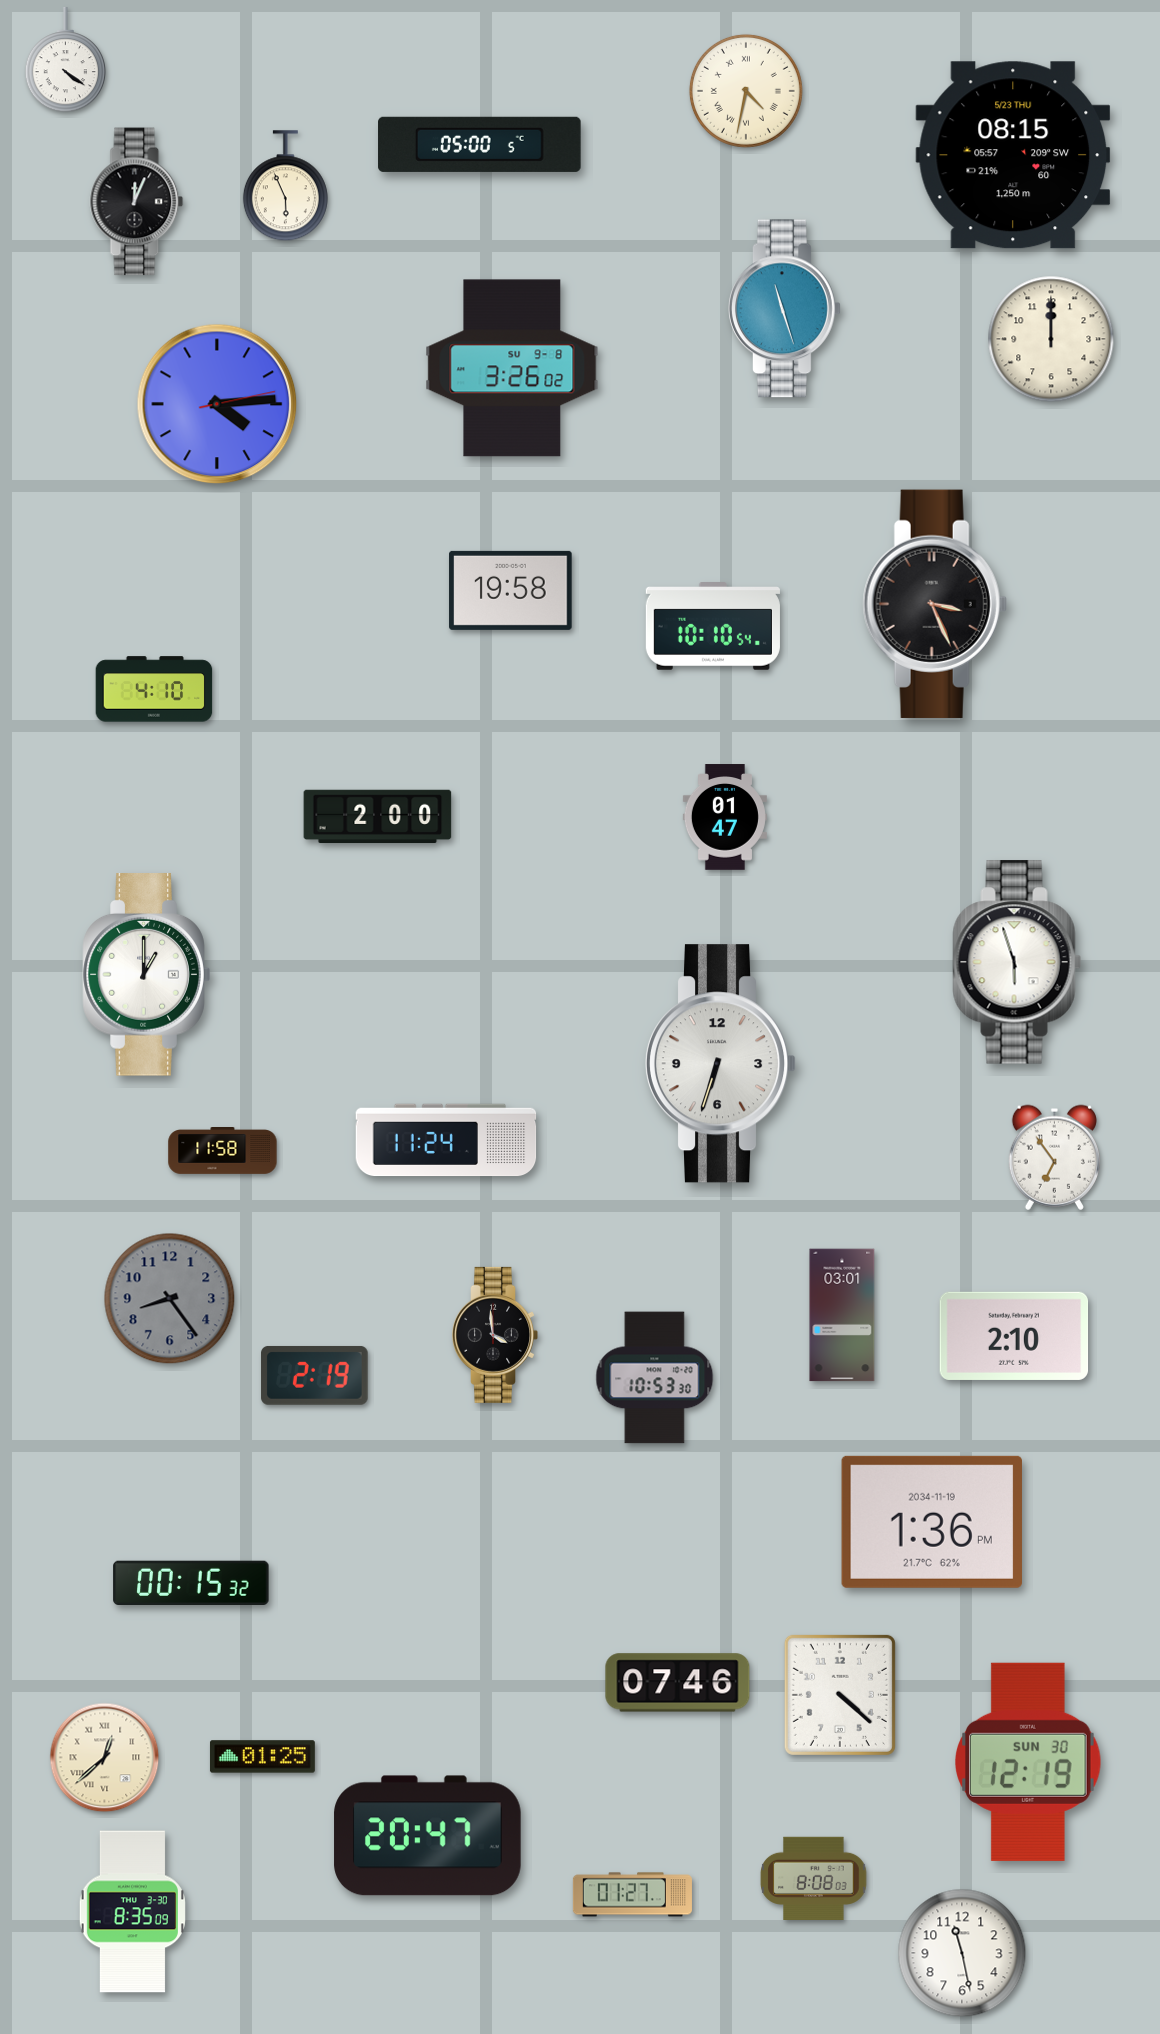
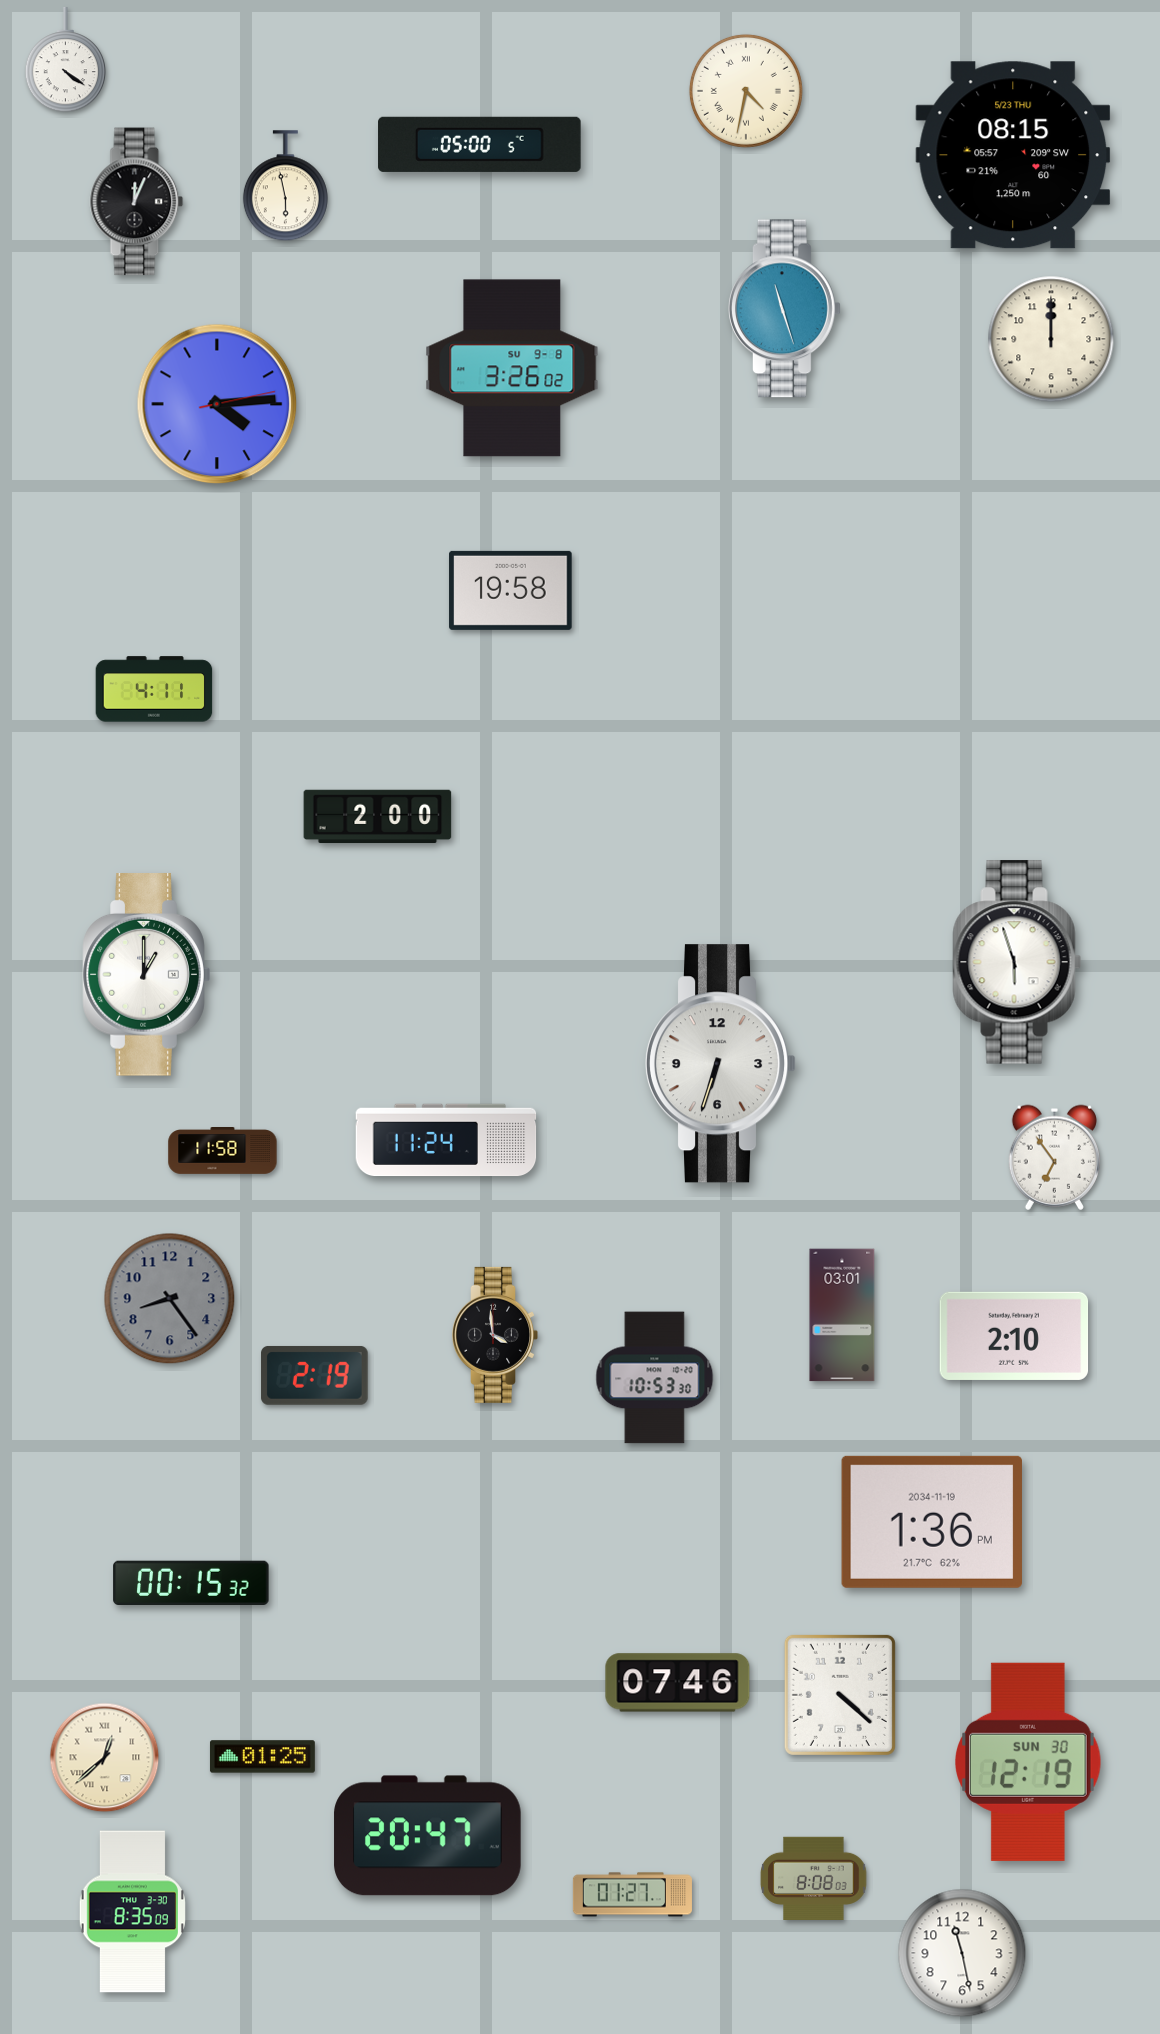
clock at (285, 186): 5:56 -> 5:58
clock at (935, 604): 3:26 -> none
clock at (713, 627): 10:10 -> none
clock at (154, 689): 4:10 -> 4:11
clock at (725, 817): 01:47 -> none
